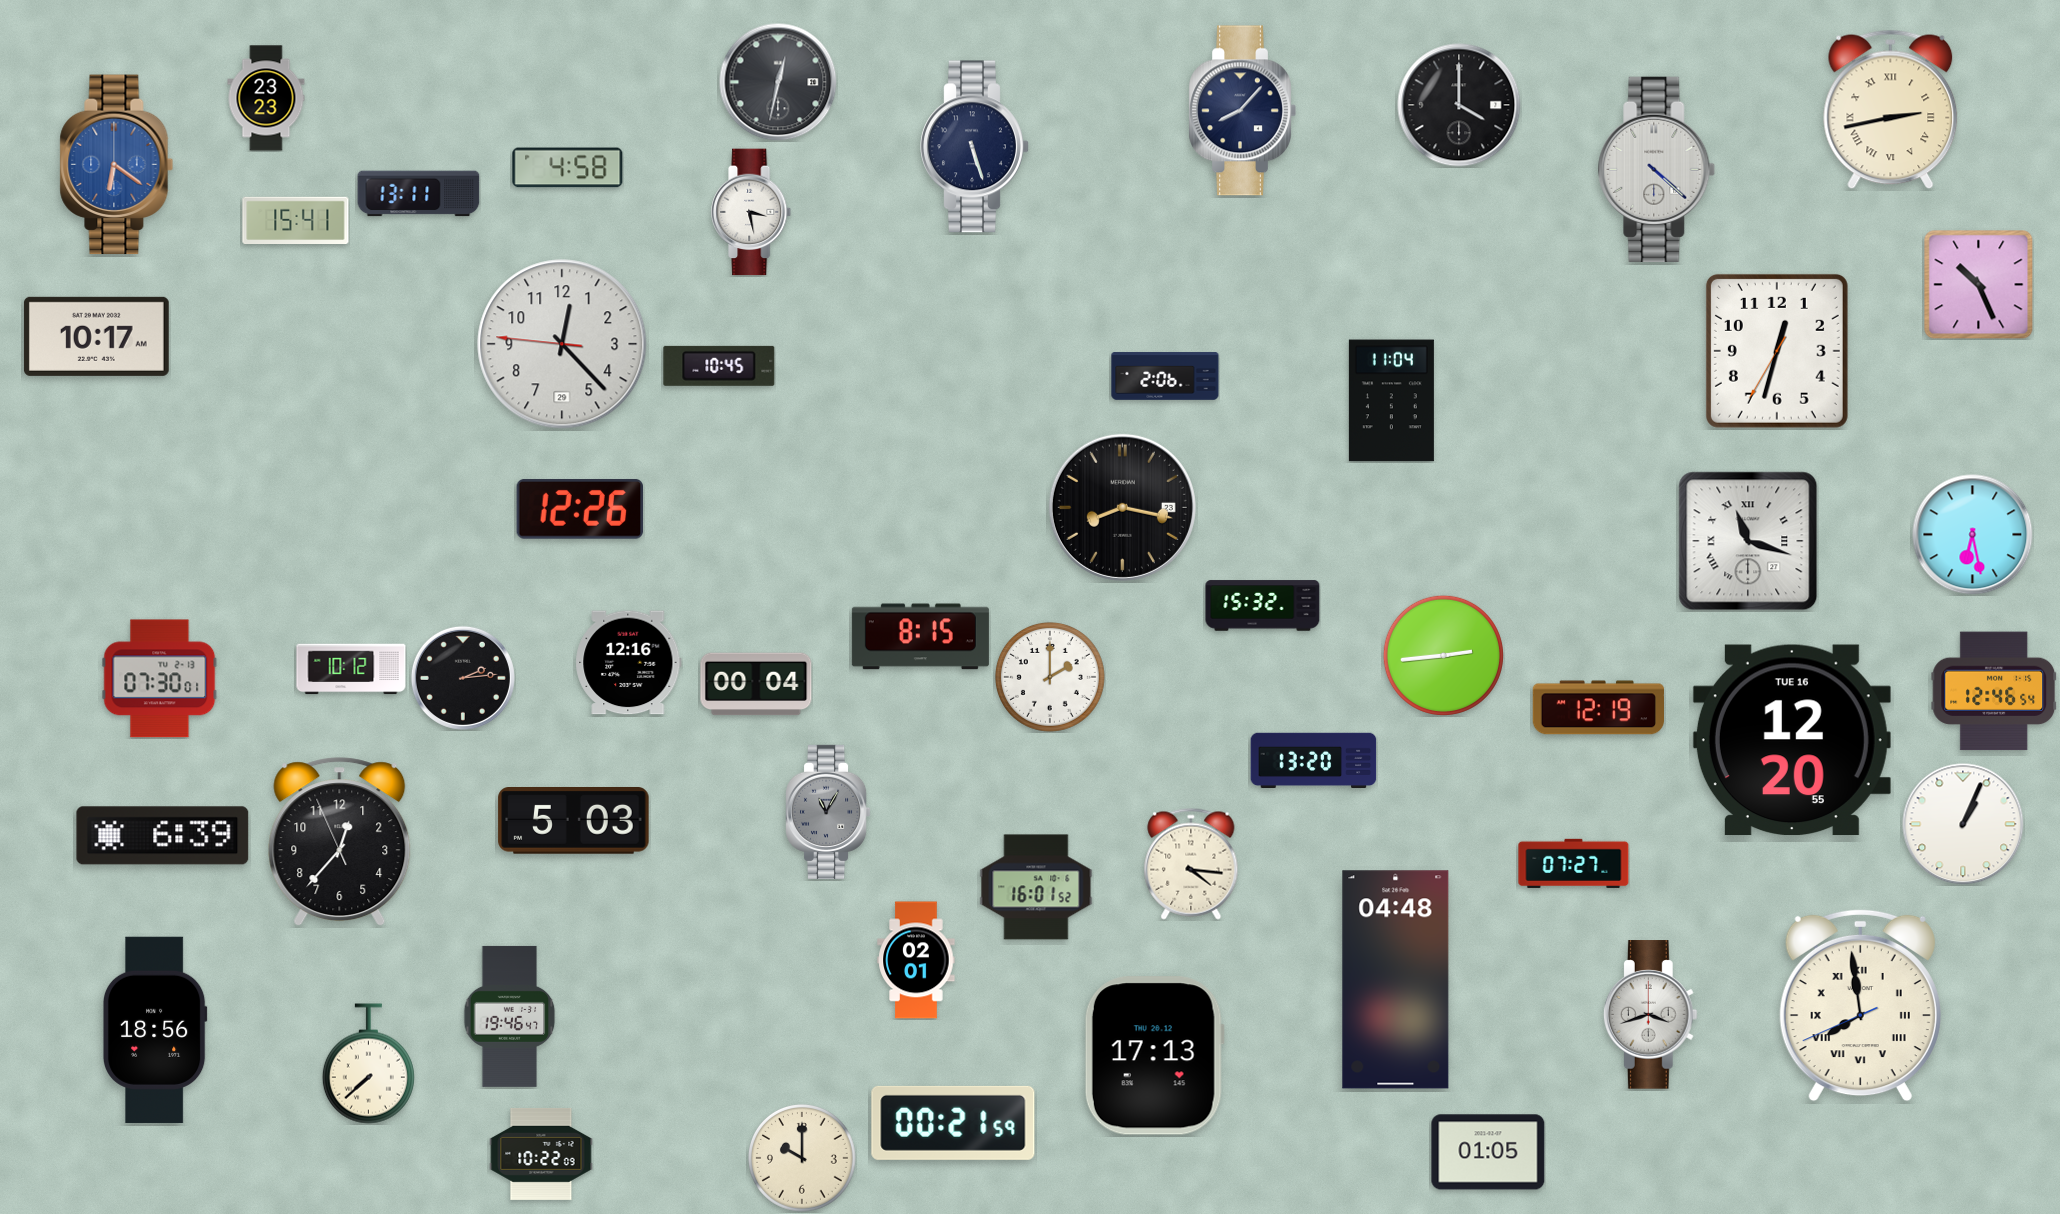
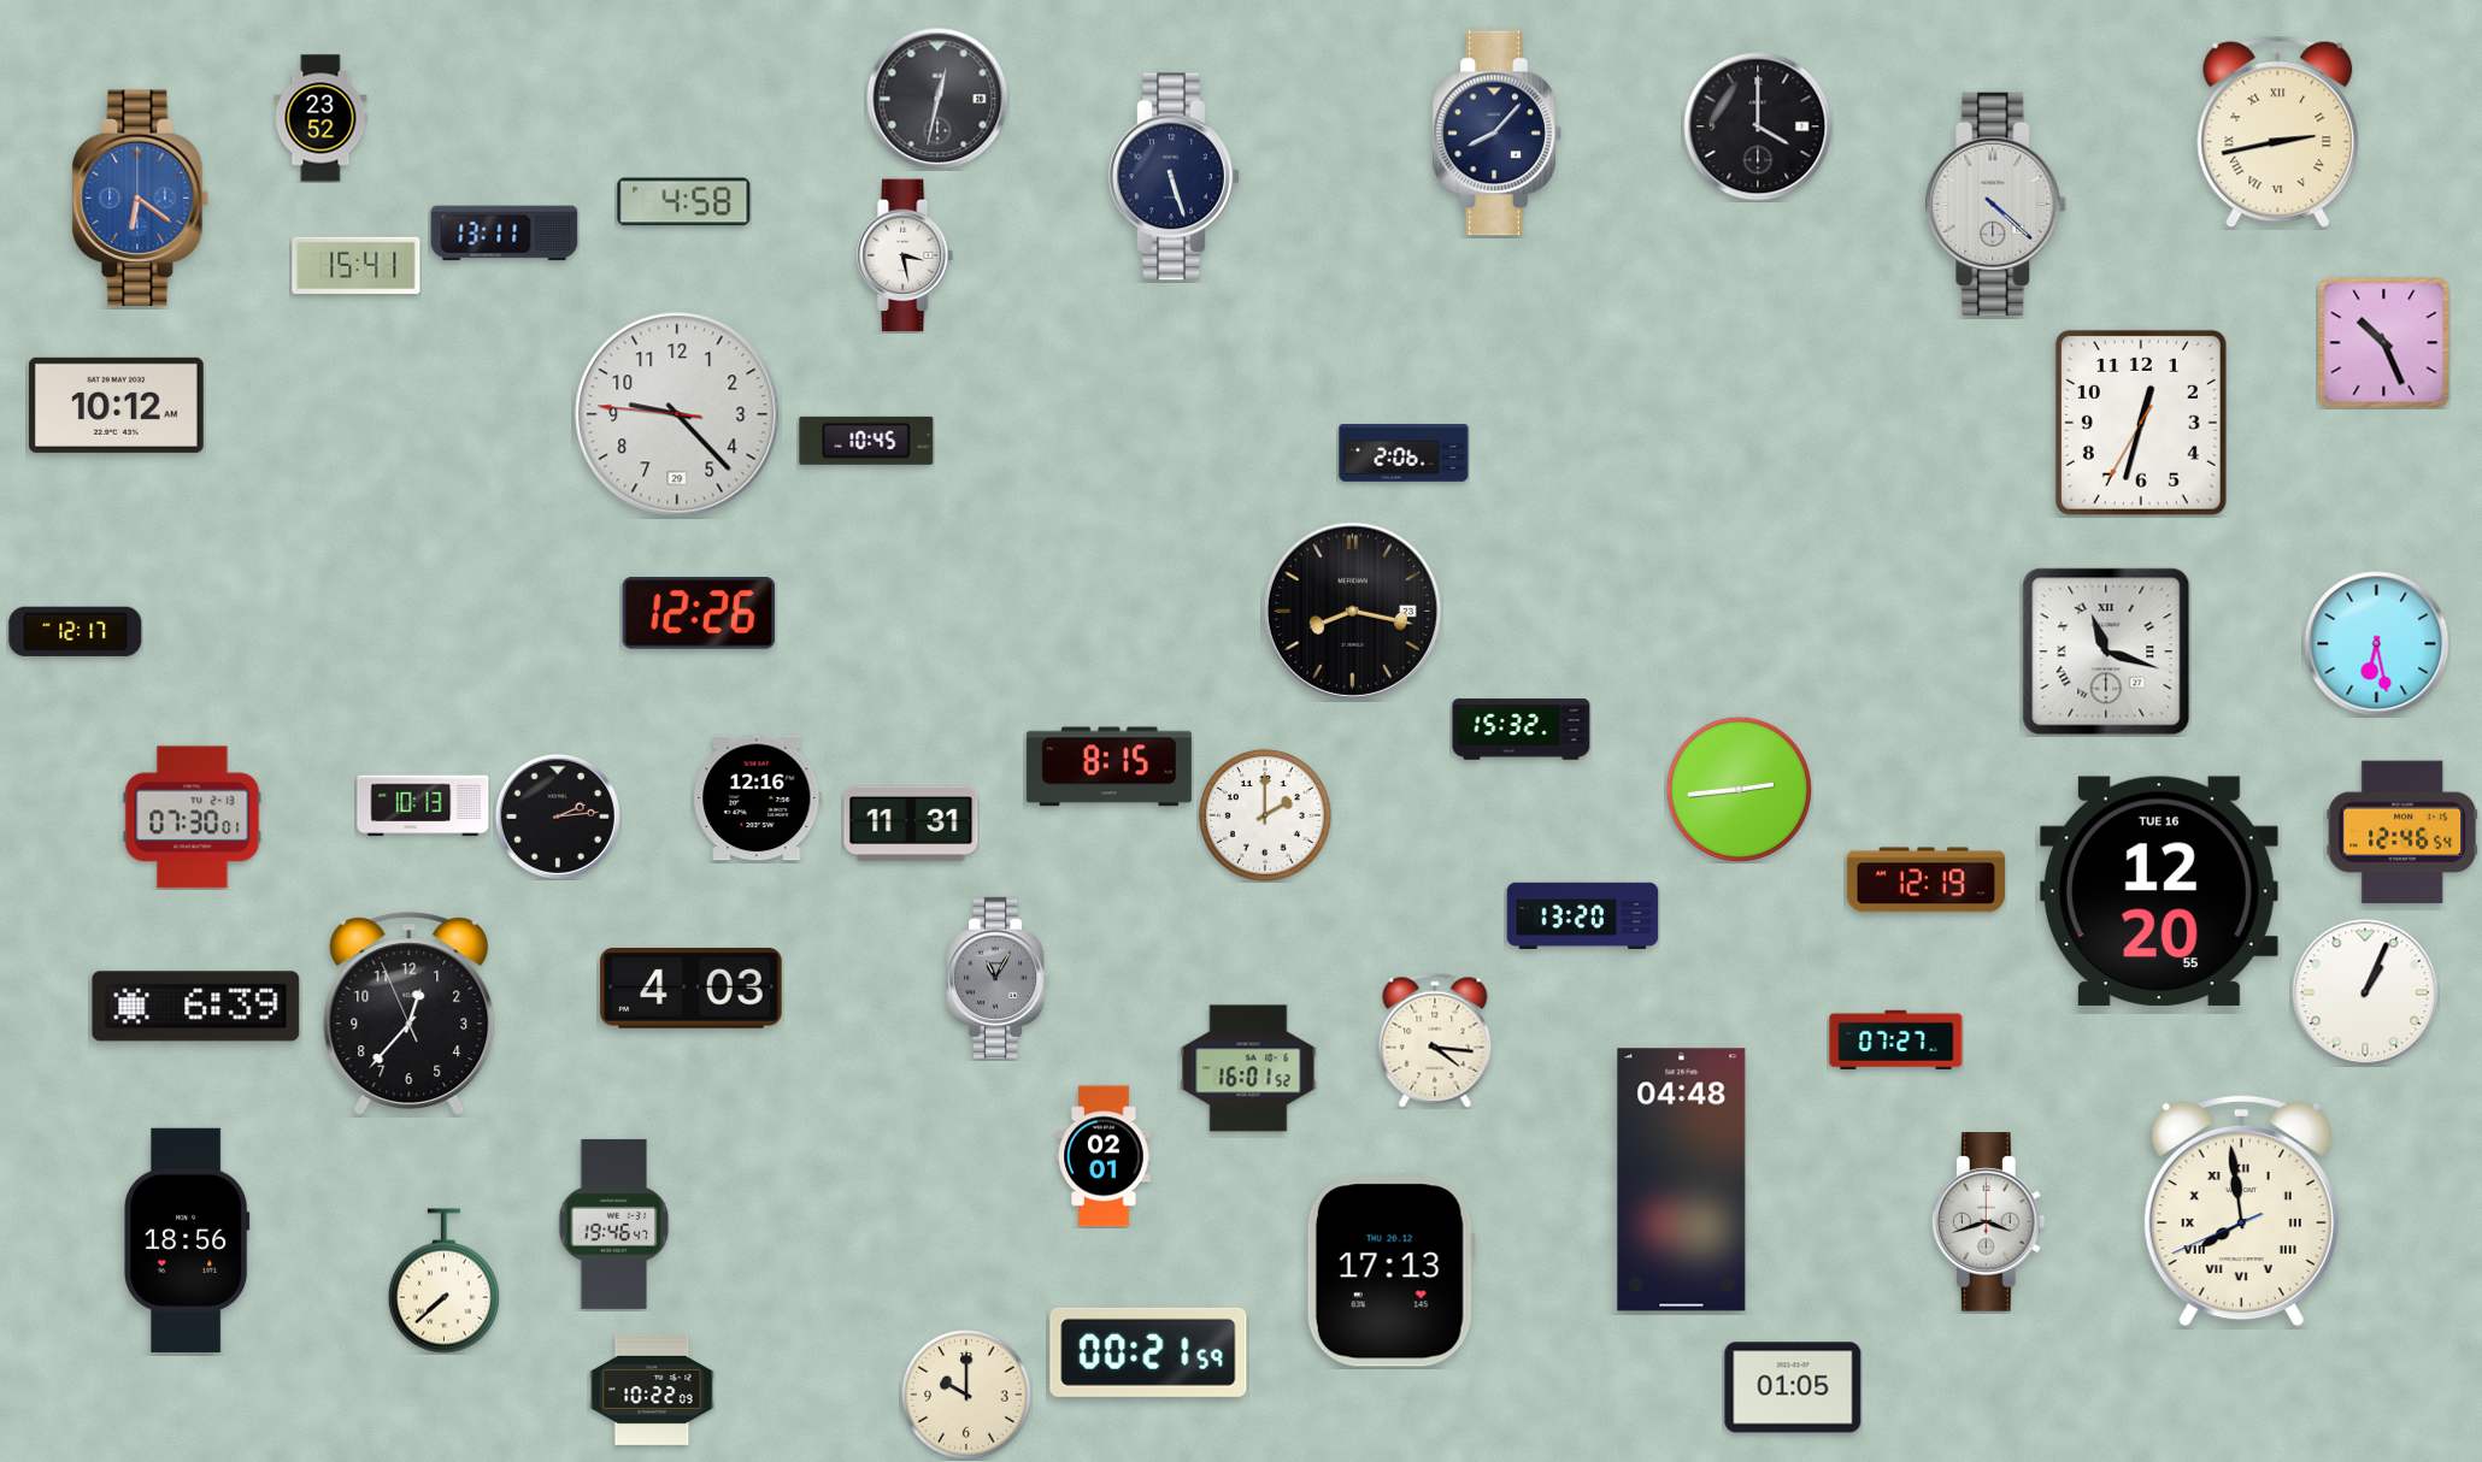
clock at (266, 98): 23:23 -> 23:52
clock at (96, 336): 10:17 -> 10:12
clock at (562, 344): 12:22 -> 9:22
clock at (1391, 401): 11:04 -> none
clock at (76, 631): none -> 12:17
clock at (351, 669): 10:12 -> 10:13
clock at (756, 684): 00:04 -> 11:31
clock at (1598, 708) position: (1598, 708) -> (1925, 880)
clock at (574, 821): 5:03 -> 4:03
